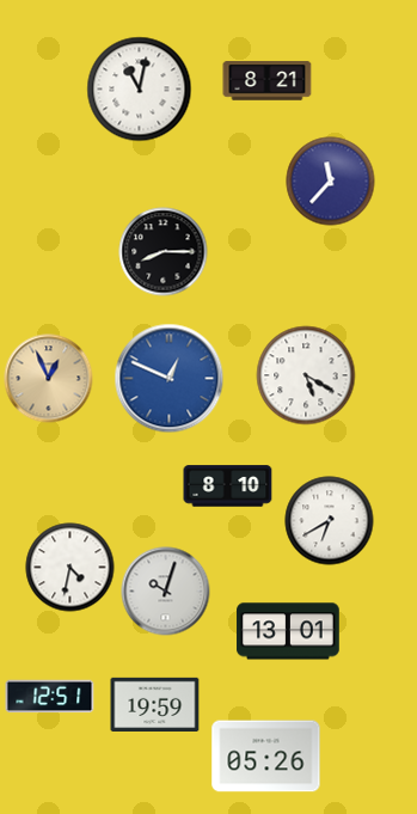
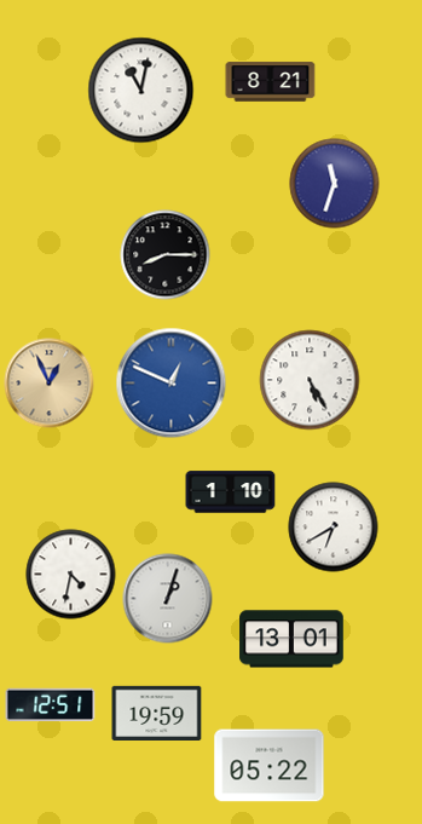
clock at (331, 182): 11:37 -> 11:33
clock at (306, 375): 5:20 -> 5:25
clock at (228, 486): 8:10 -> 1:10
clock at (166, 592): 10:03 -> 1:03
clock at (266, 757): 05:26 -> 05:22
